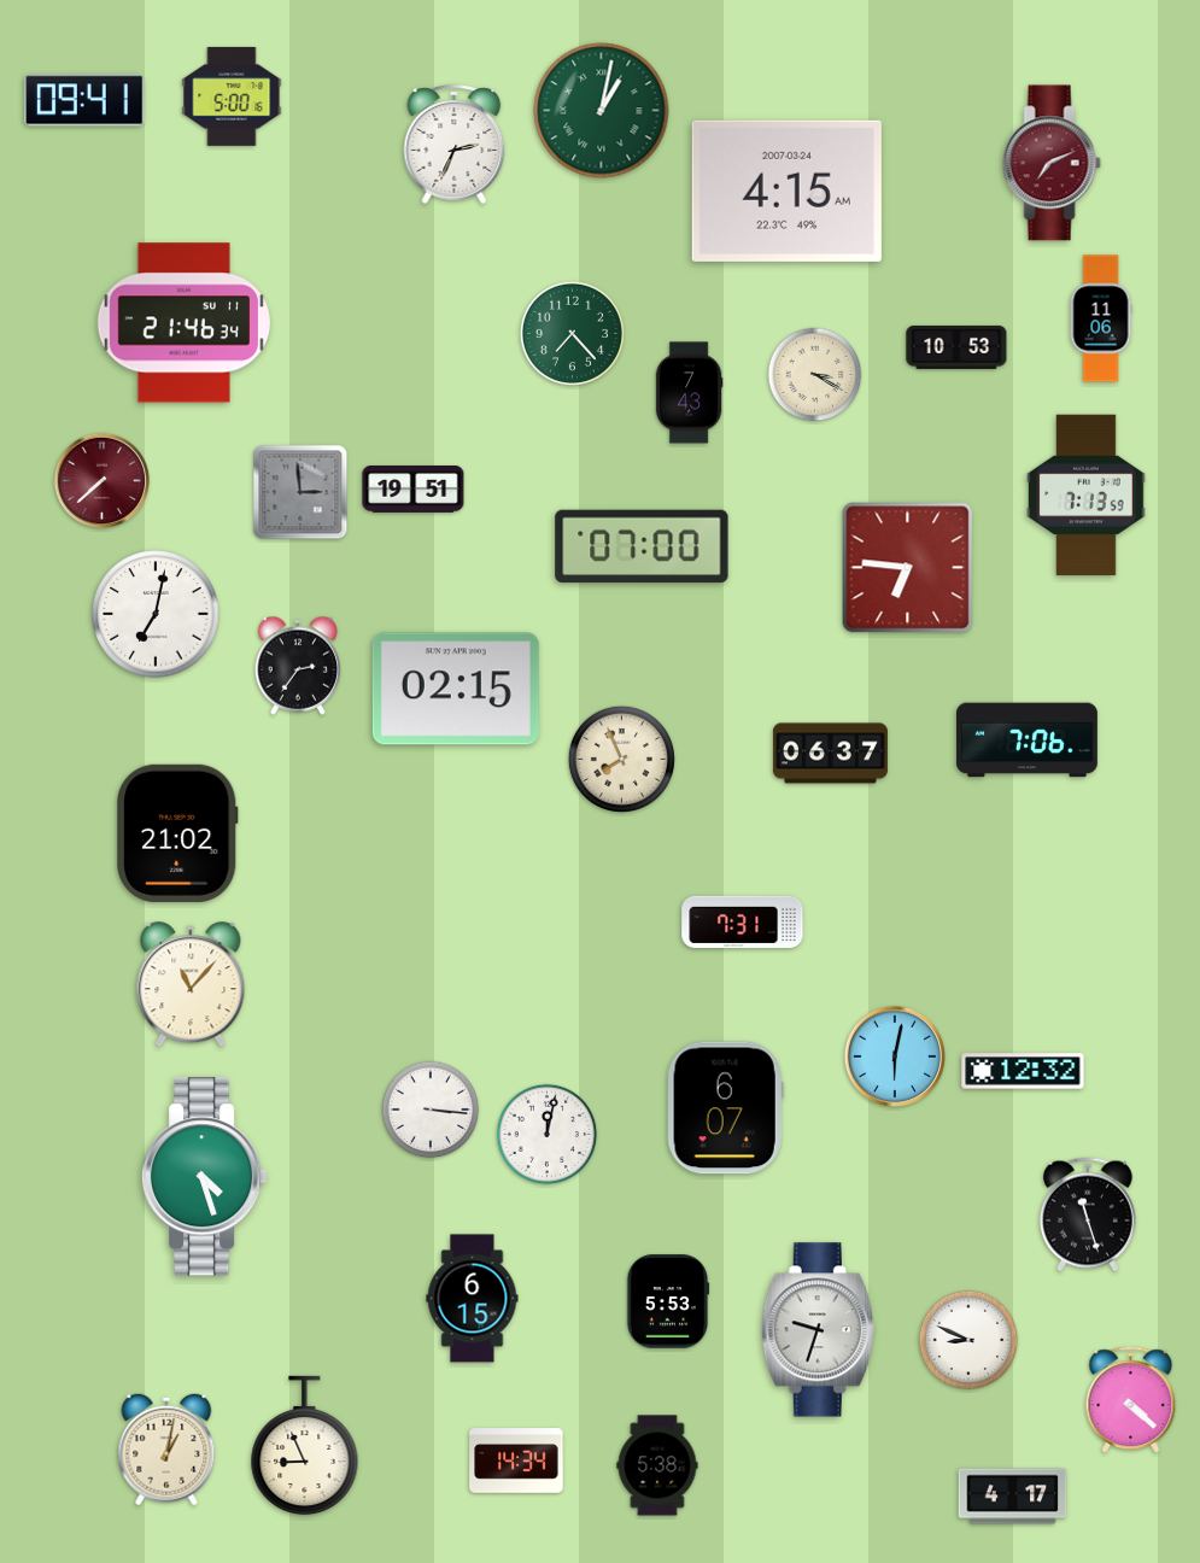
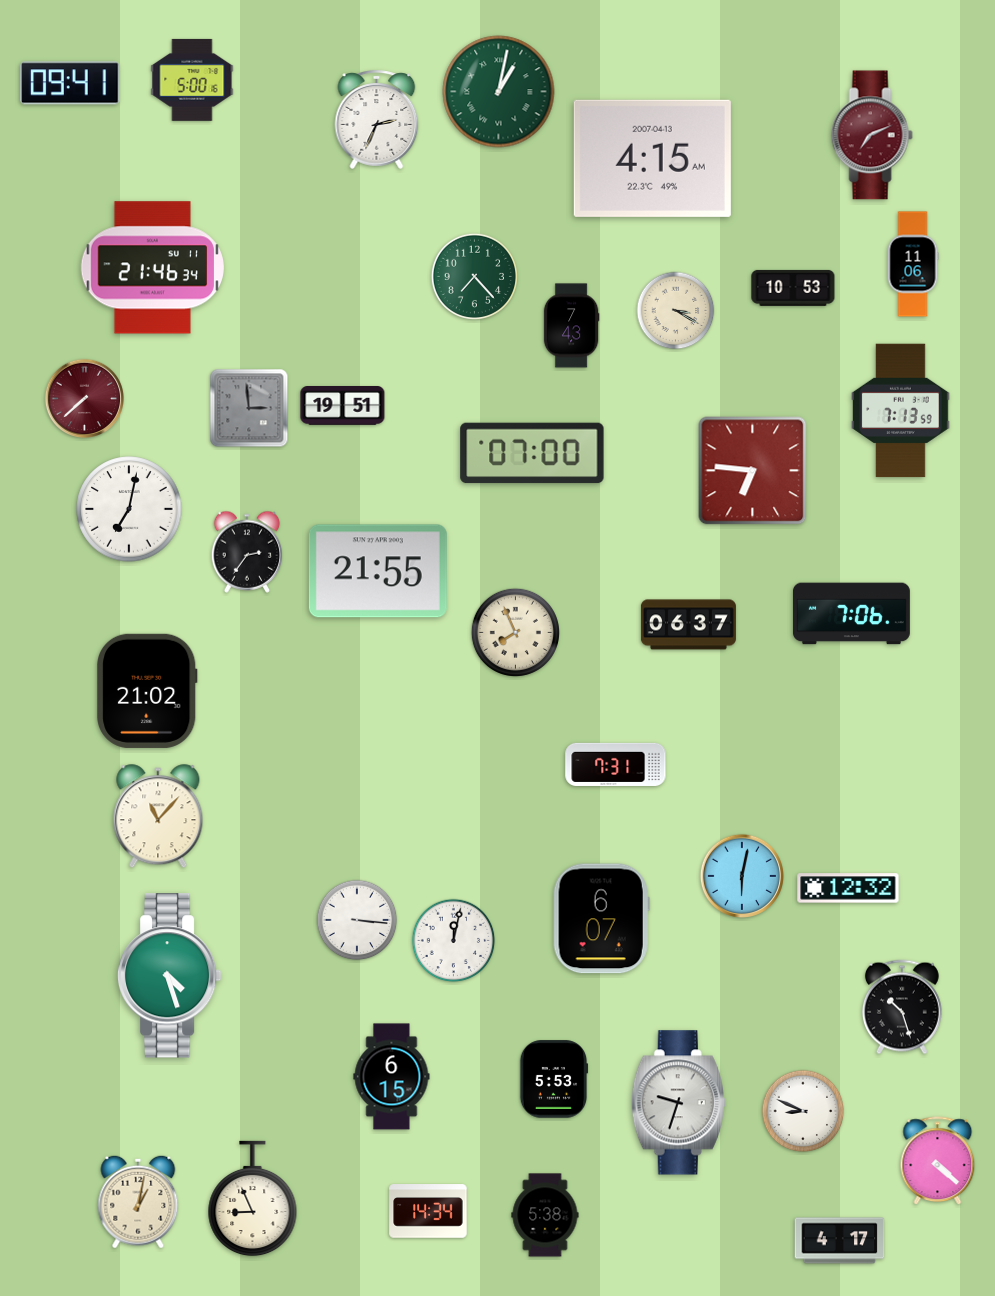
clock at (786, 191) date: 2007-03-24 -> 2007-04-13
clock at (456, 689): 02:15 -> 21:55
clock at (621, 759) position: (621, 759) -> (515, 632)
clock at (1088, 1214): 11:27 -> 10:27
